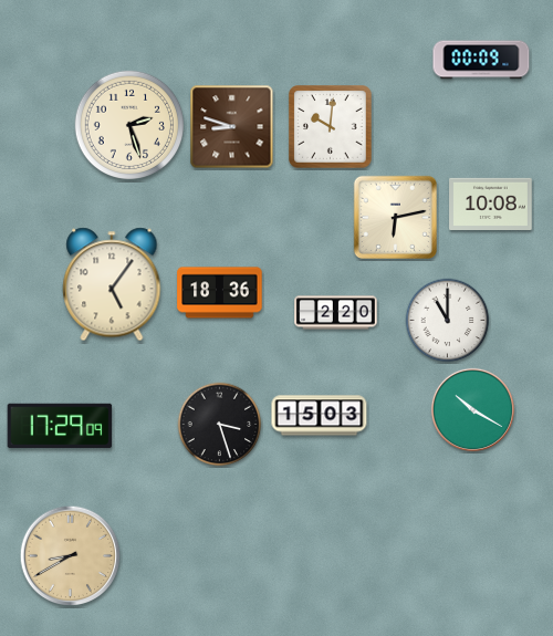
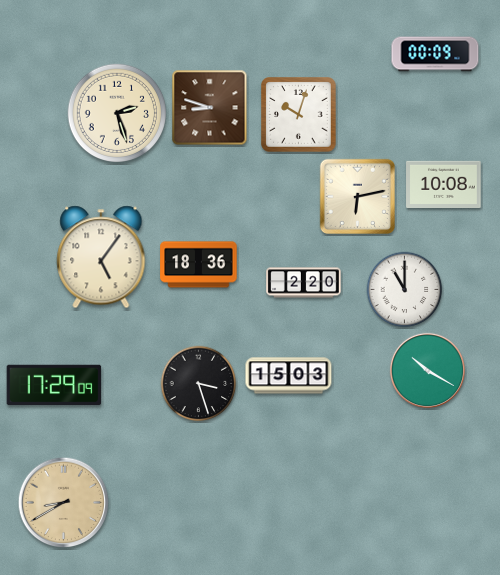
clock at (232, 127) position: (232, 127) -> (210, 108)
clock at (331, 127): 10:01 -> 10:03
